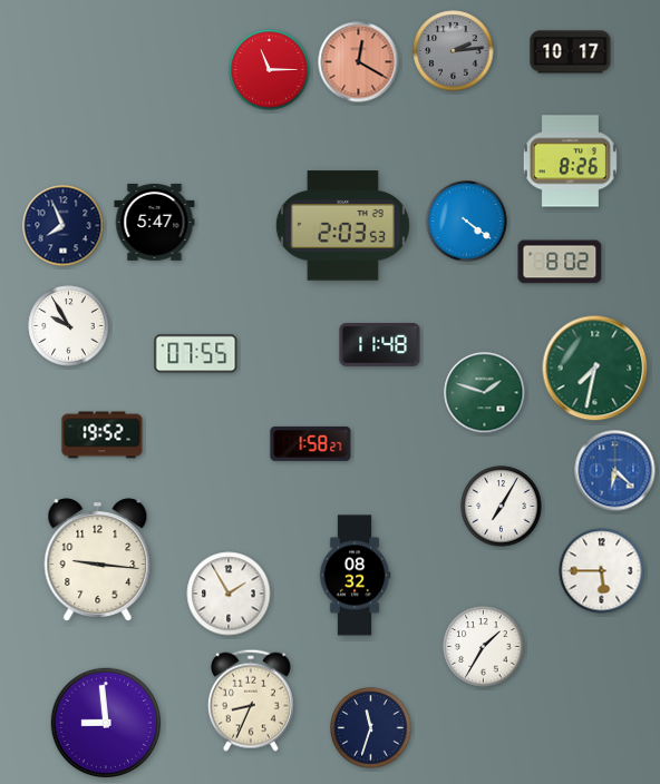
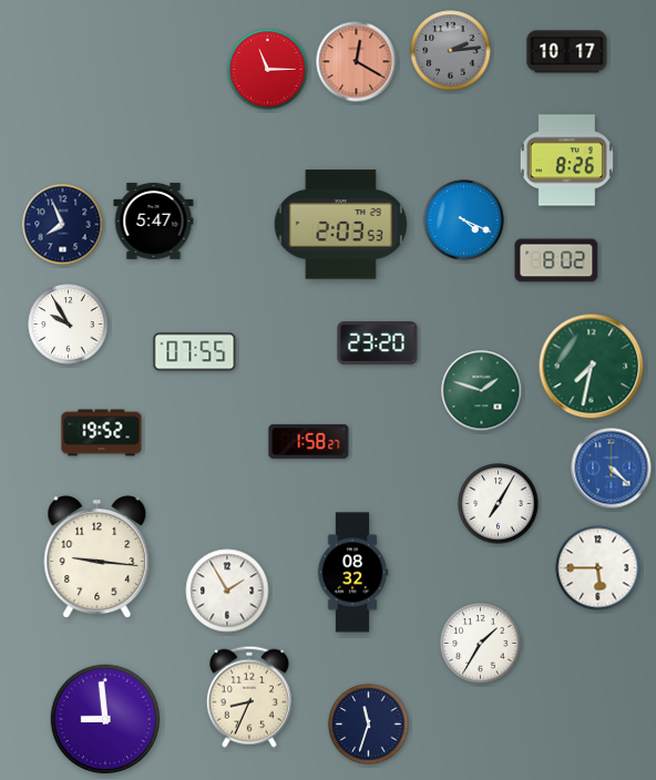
clock at (467, 222): 4:21 -> 4:19
clock at (380, 345): 11:48 -> 23:20
clock at (615, 471): 6:22 -> 4:22
